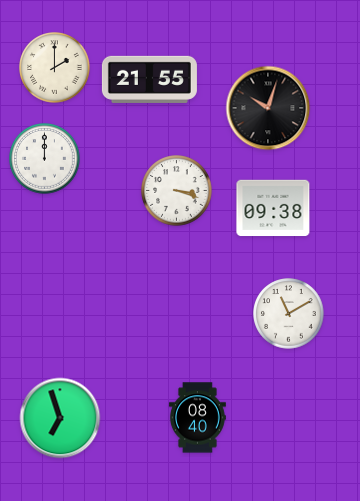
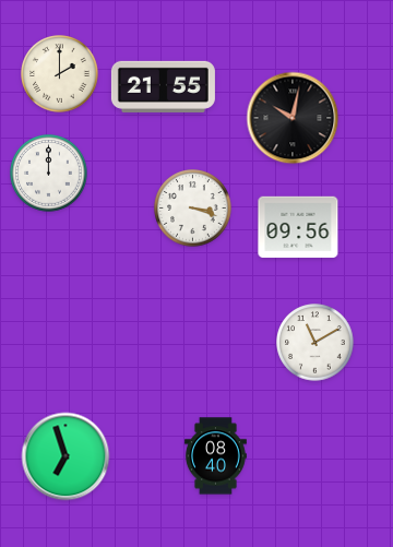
clock at (268, 108): 10:03 -> 10:02
clock at (273, 208): 09:38 -> 09:56
